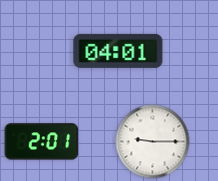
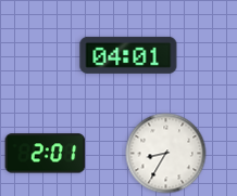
clock at (153, 142): 9:15 -> 8:35
